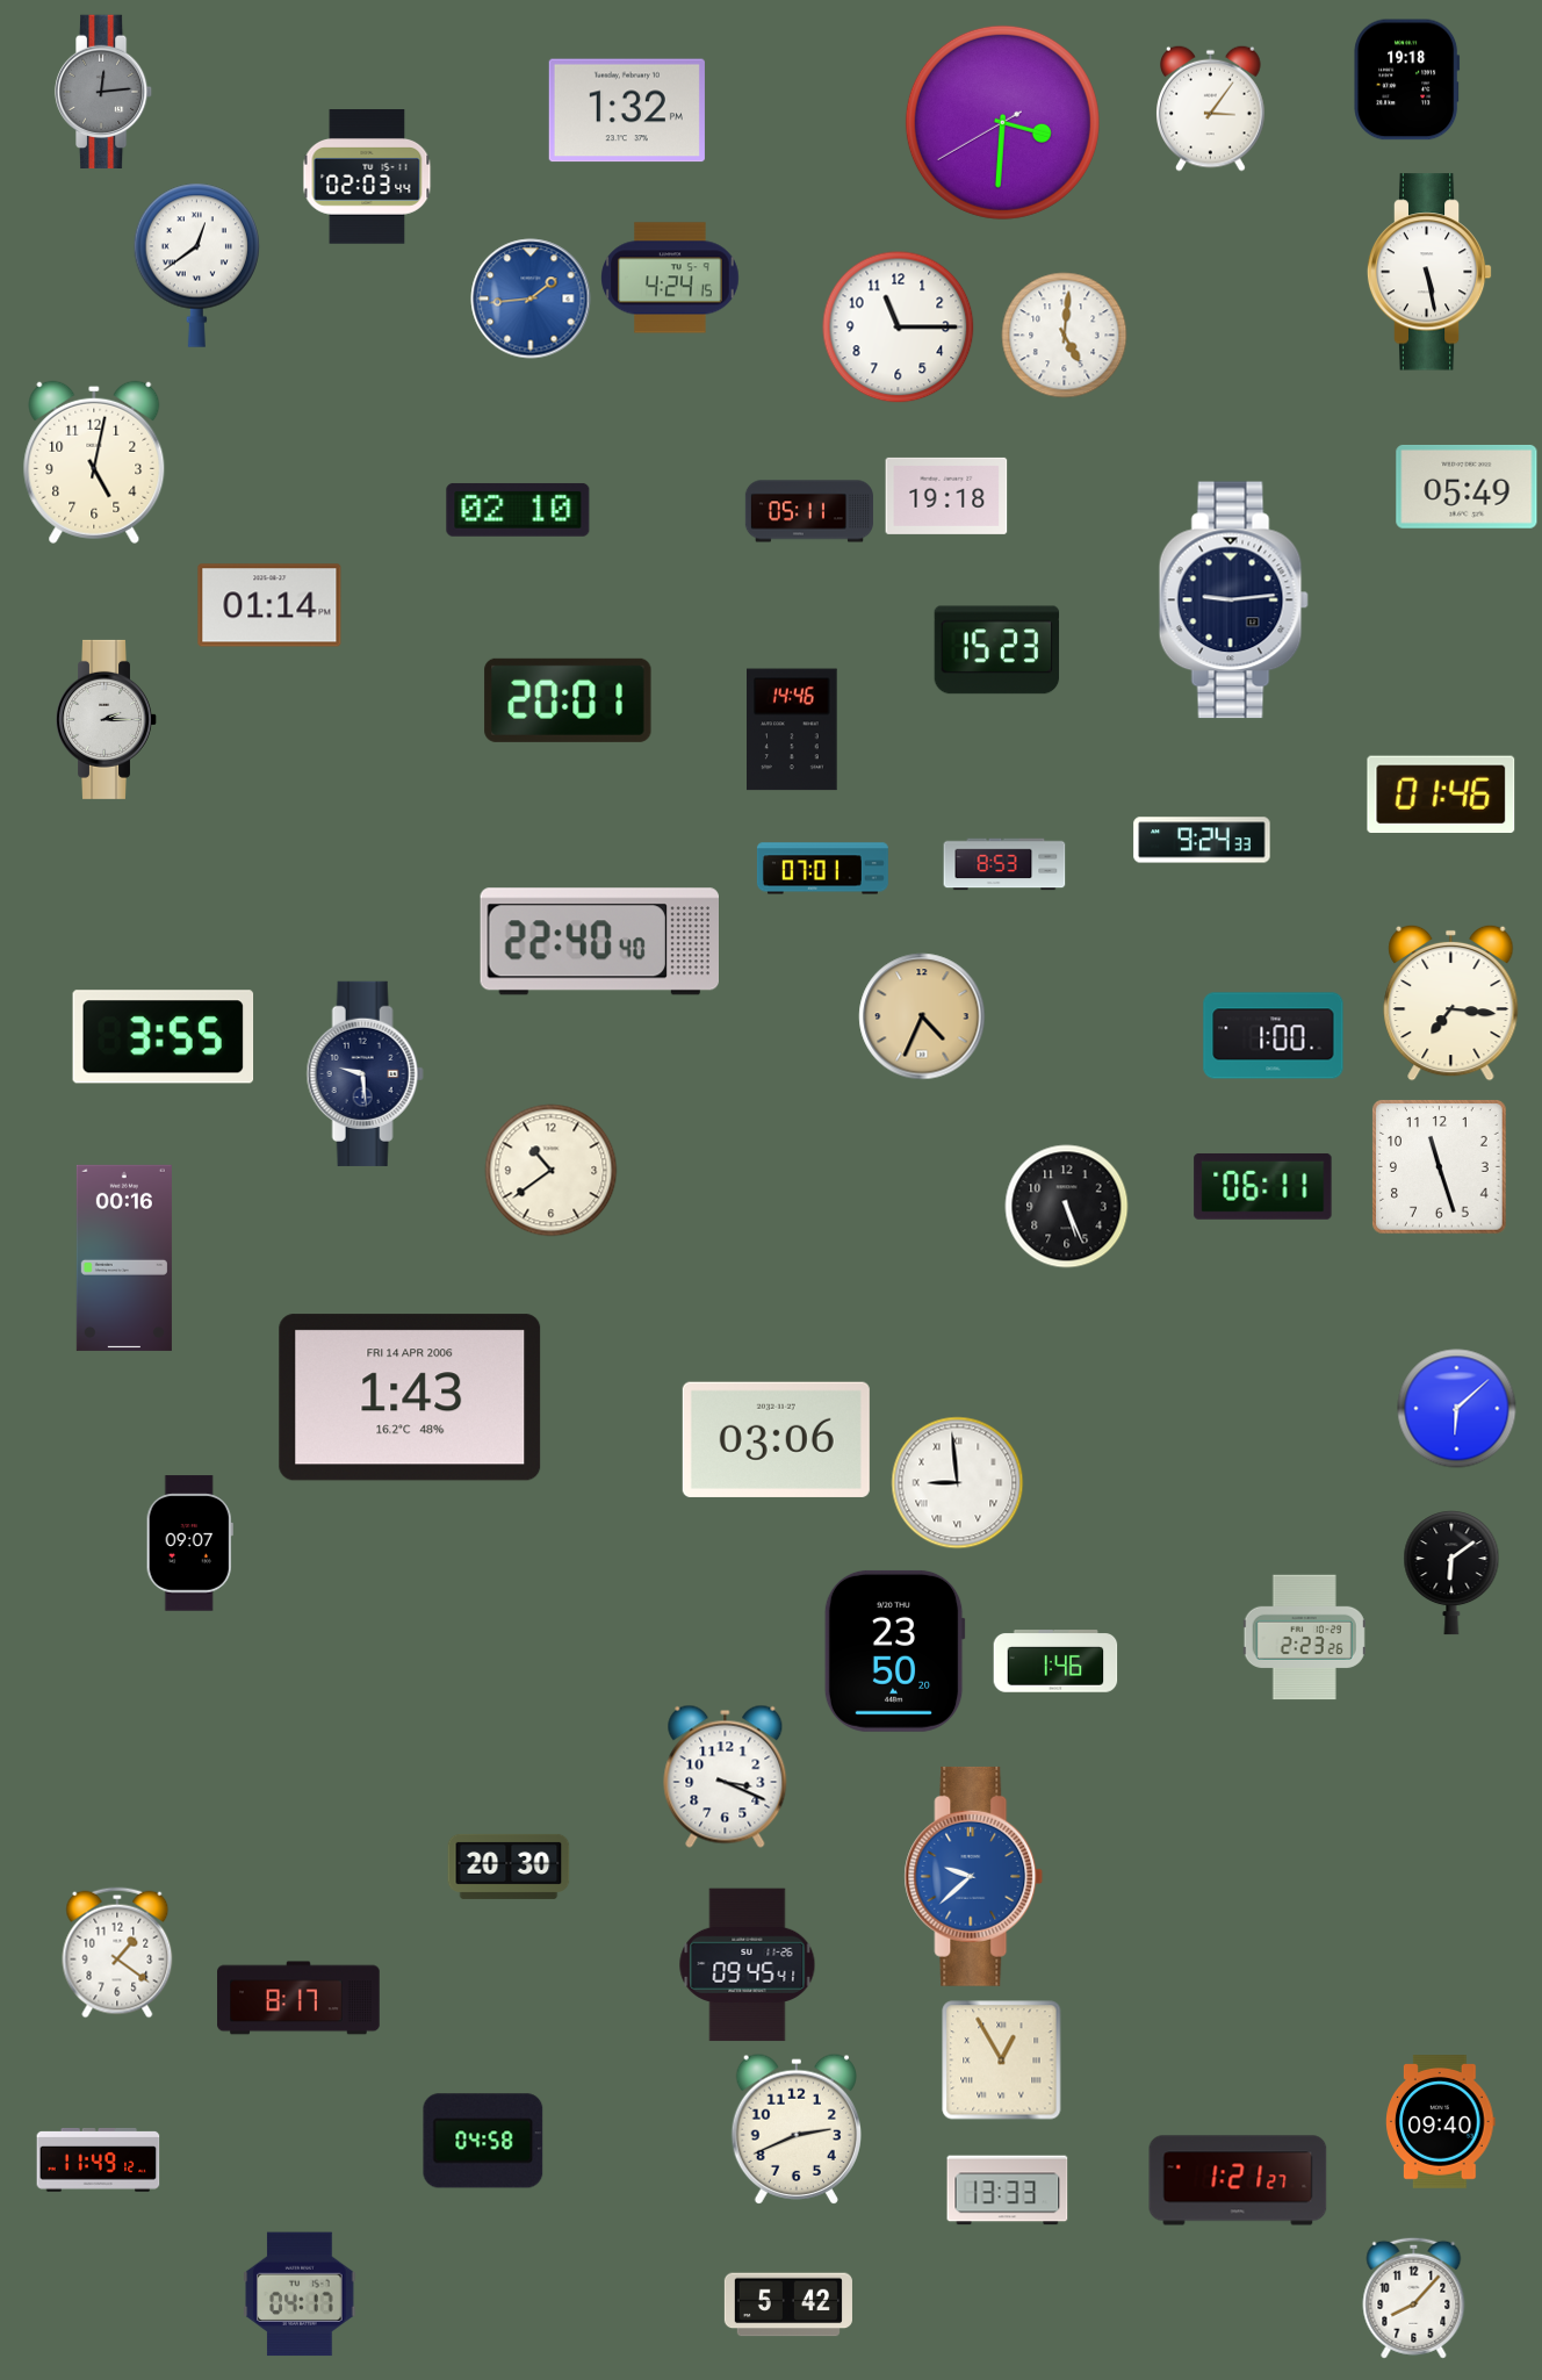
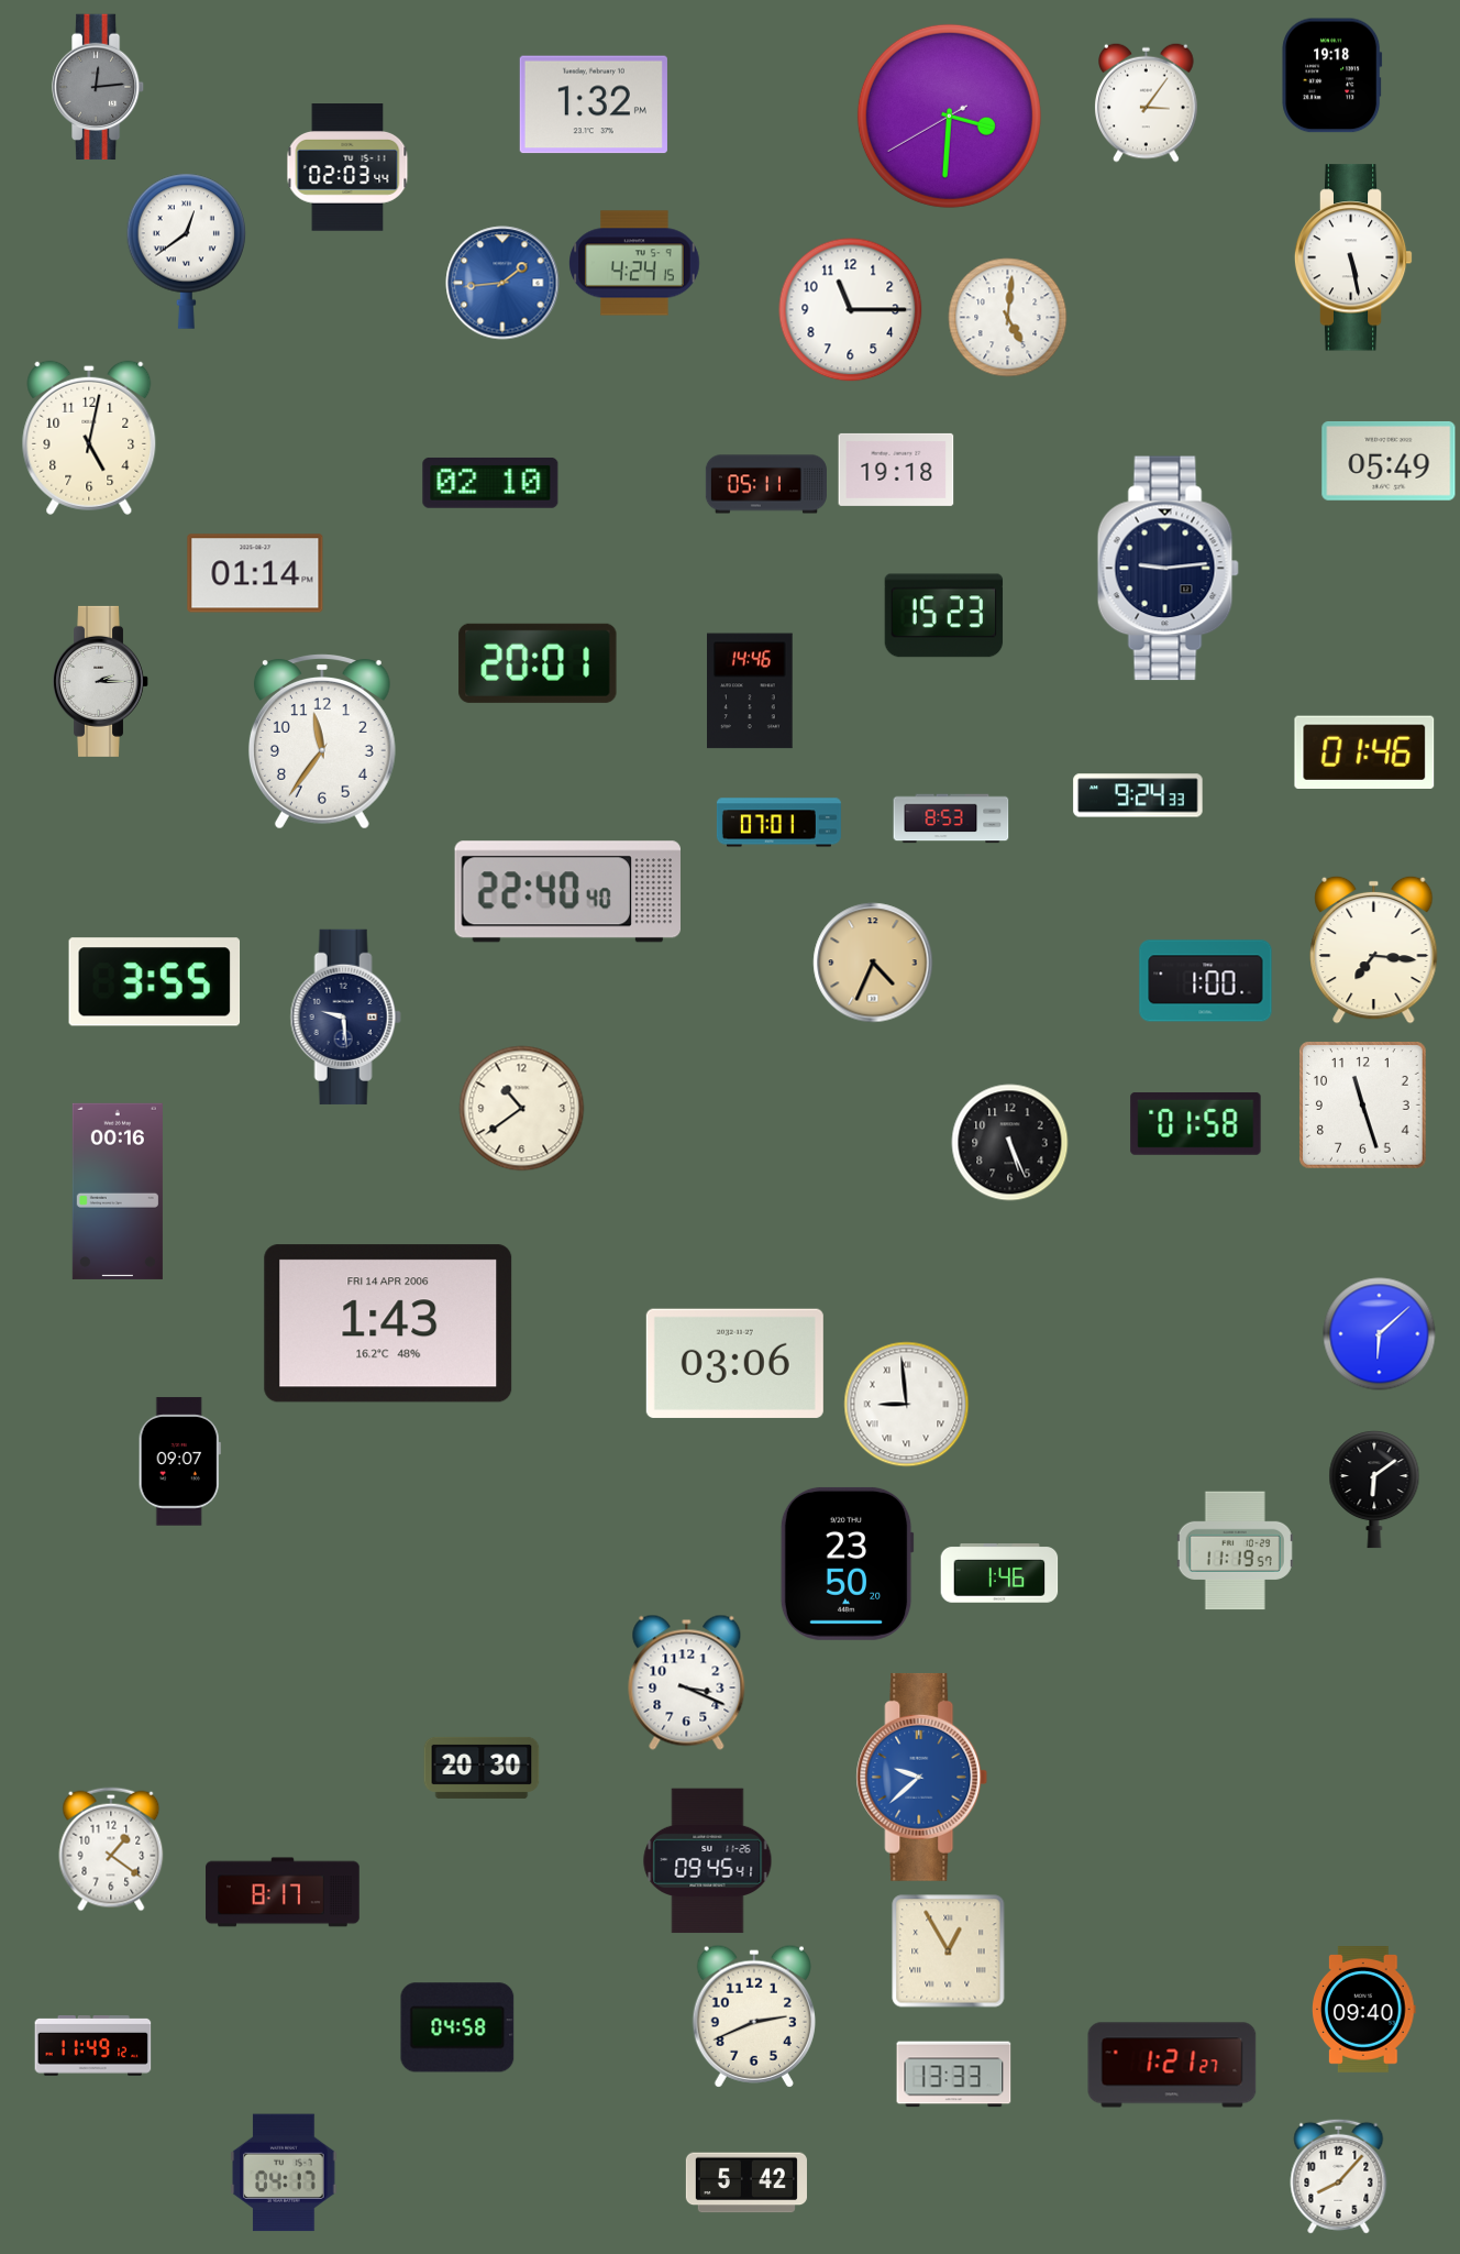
clock at (322, 741): none -> 11:36
clock at (1263, 1186): 06:11 -> 01:58
clock at (1304, 1638): 2:23 -> 11:19
